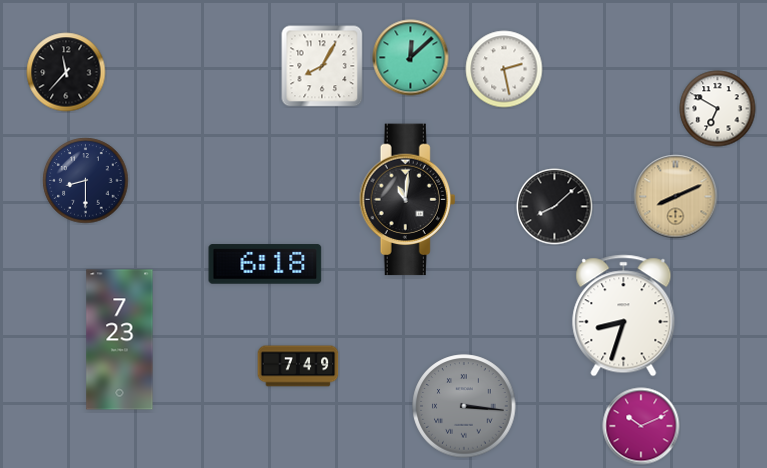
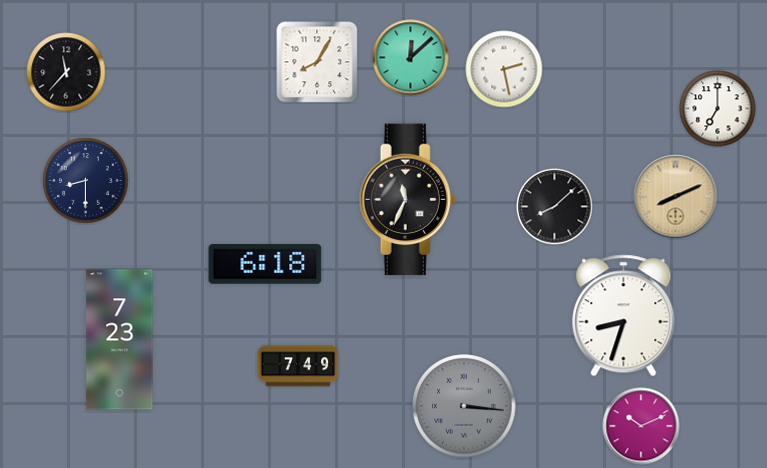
clock at (322, 66) position: (322, 66) -> (317, 62)
clock at (718, 109): 6:50 -> 7:00
clock at (408, 200): 11:01 -> 11:34
